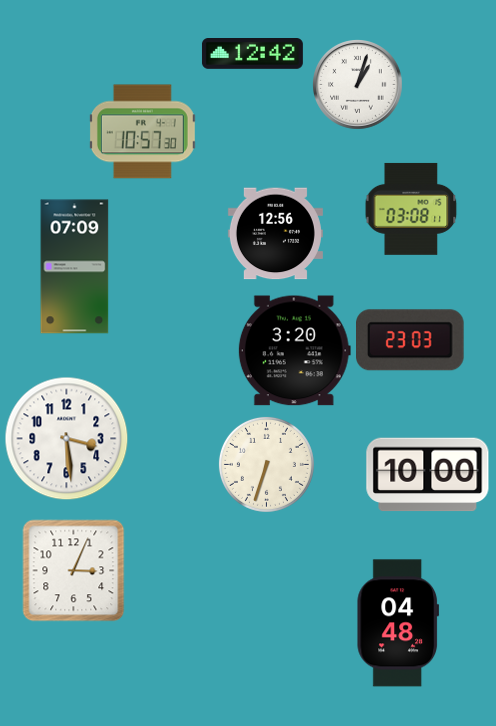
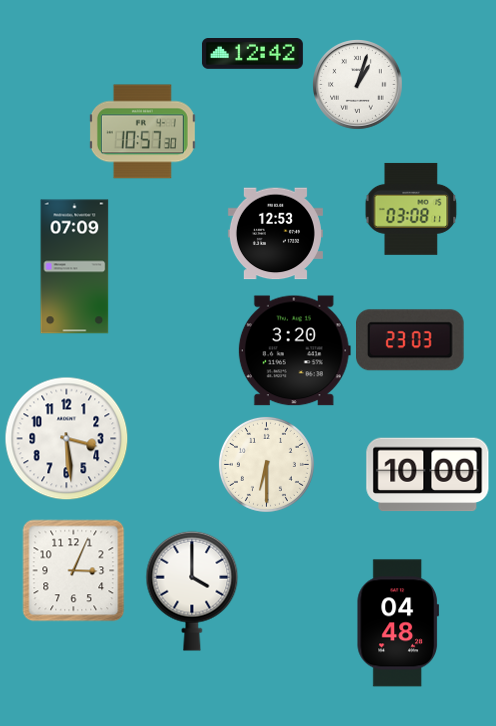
clock at (275, 234): 12:56 -> 12:53
clock at (266, 464): 6:33 -> 6:30
clock at (192, 591): none -> 4:00
